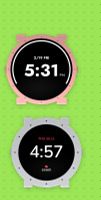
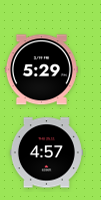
clock at (41, 70): 5:31 -> 5:29
